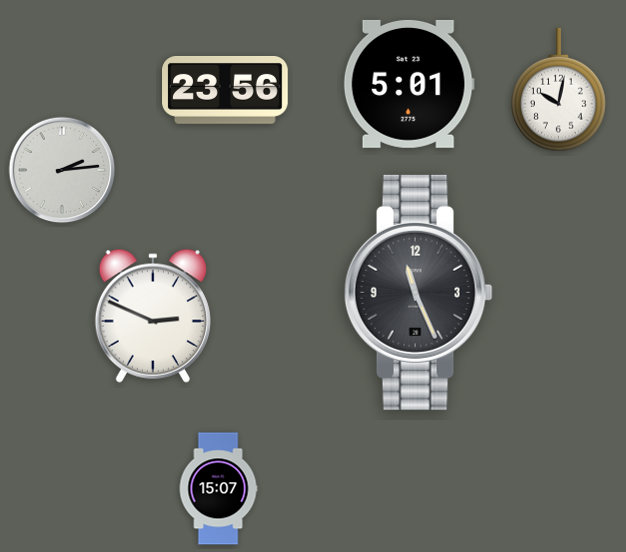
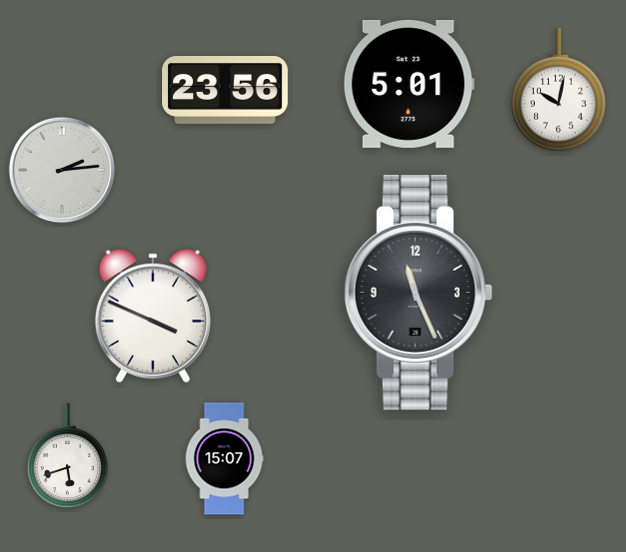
clock at (153, 316): 2:49 -> 3:49
clock at (67, 456): none -> 5:42
clock at (218, 489) position: (218, 489) -> (224, 459)
